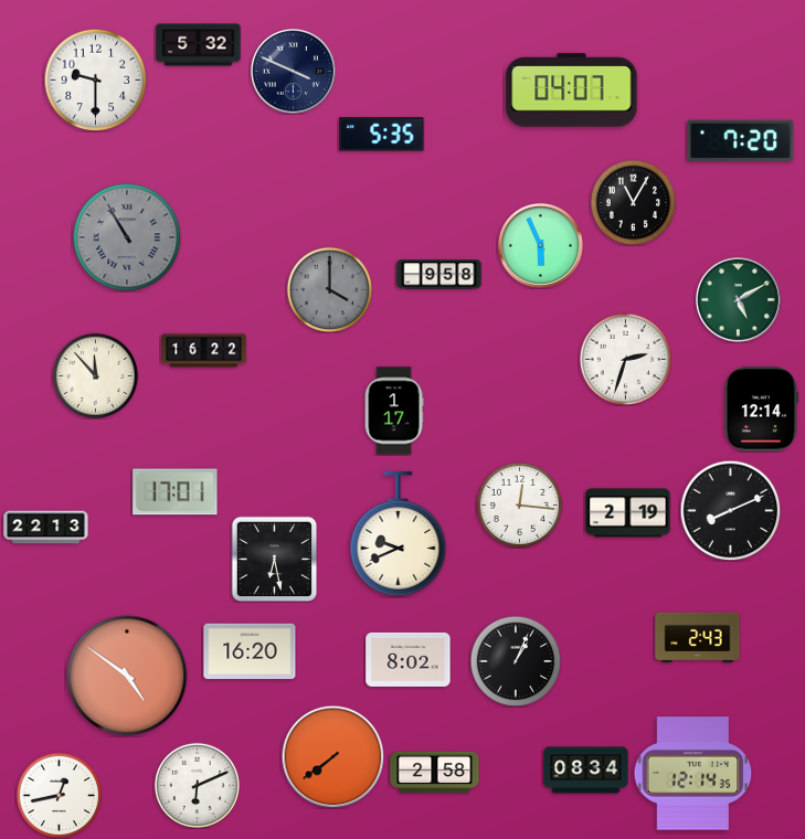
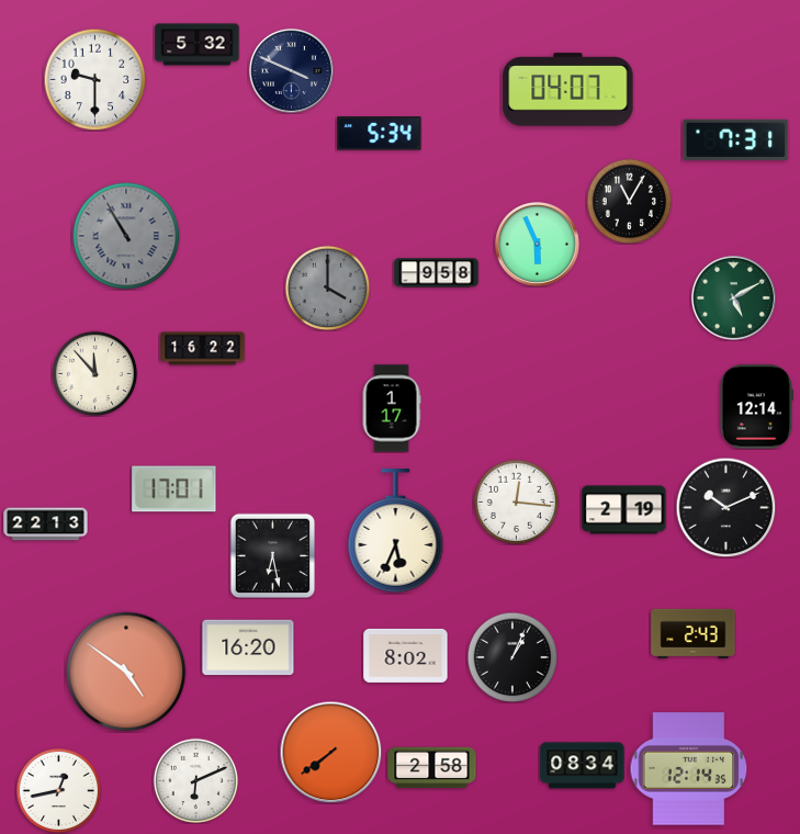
clock at (382, 135): 5:35 -> 5:34
clock at (741, 140): 7:20 -> 7:31
clock at (625, 359): 2:33 -> none
clock at (730, 510): 8:11 -> 10:11
clock at (399, 534): 9:41 -> 5:34
